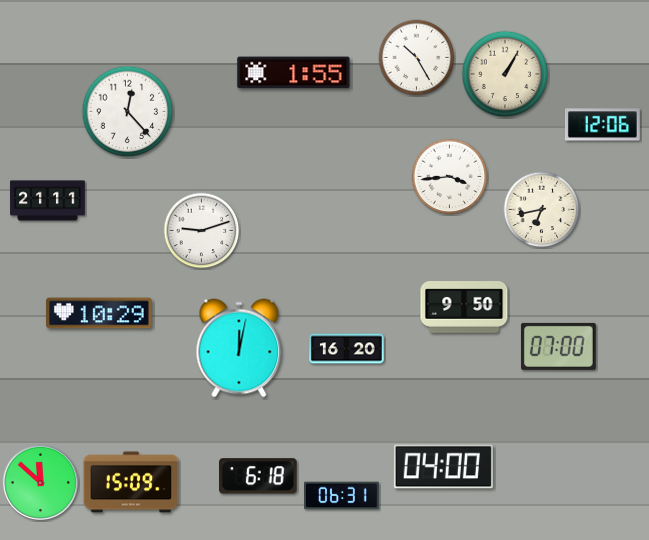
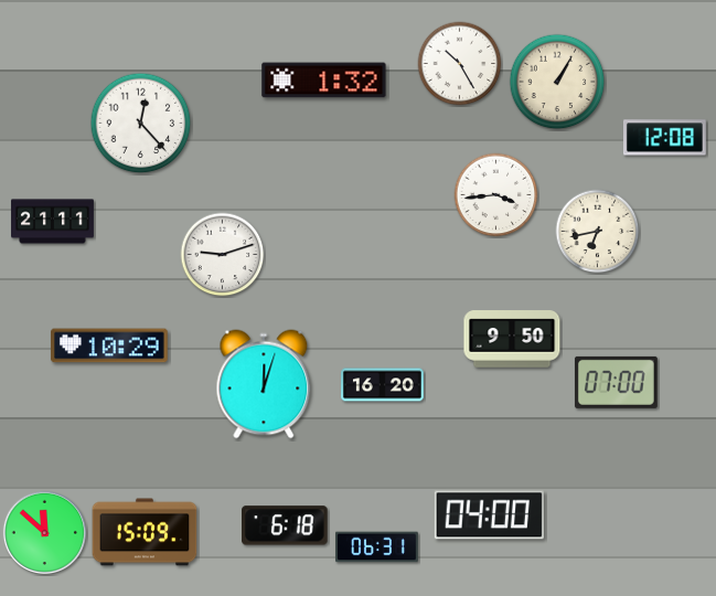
clock at (294, 73): 1:55 -> 1:32
clock at (603, 125): 12:06 -> 12:08
clock at (239, 348): 12:02 -> 12:03
